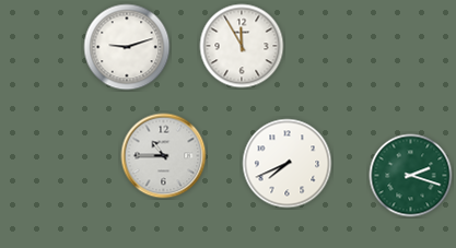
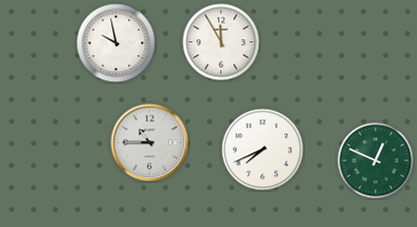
clock at (127, 47): 9:12 -> 9:58
clock at (411, 176): 2:18 -> 12:49
